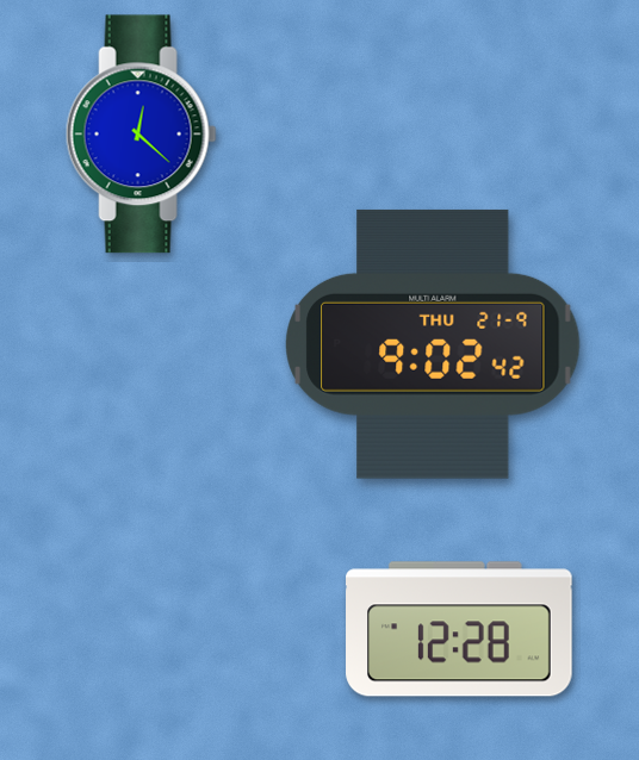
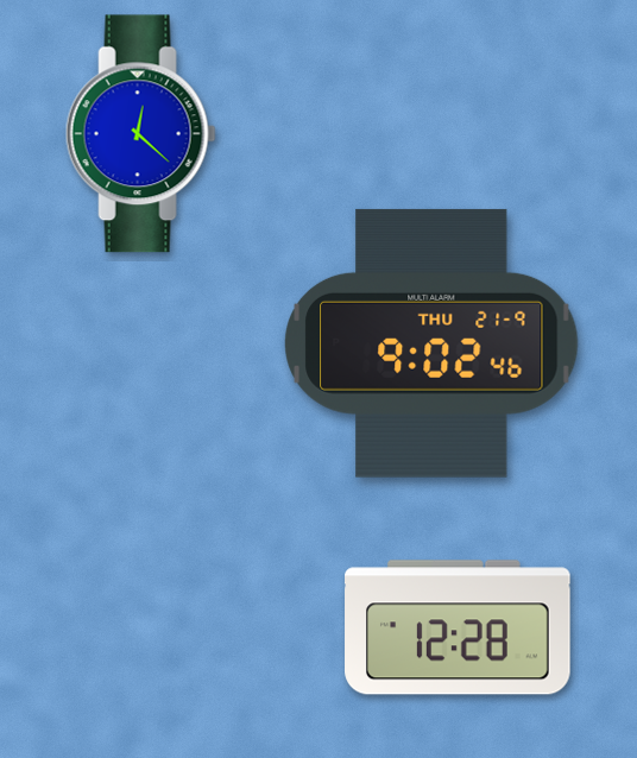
clock at (433, 344): 9:02:42 -> 9:02:46
